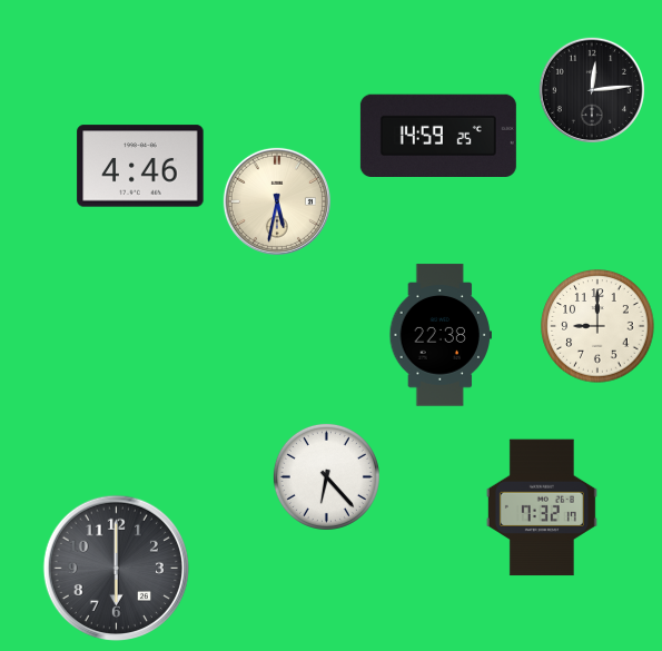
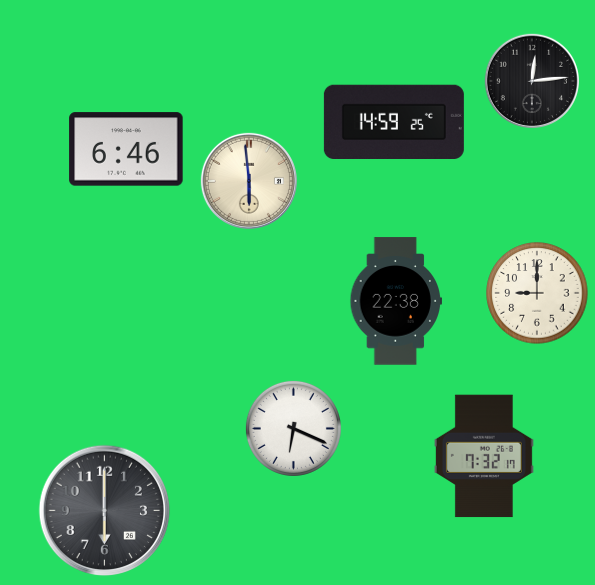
clock at (140, 166): 4:46 -> 6:46
clock at (277, 201): 5:32 -> 5:59
clock at (326, 476): 6:23 -> 6:19
clock at (542, 507) position: (542, 507) -> (484, 456)
